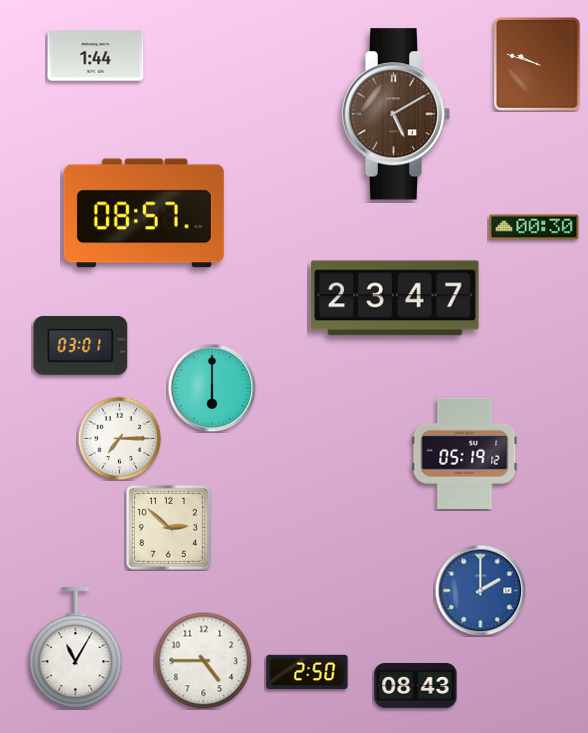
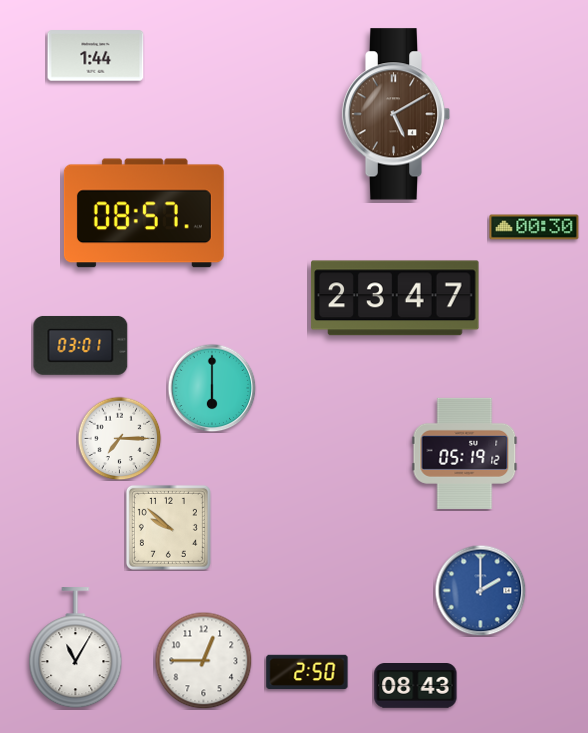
clock at (538, 64): 9:48 -> none
clock at (168, 527): 2:52 -> 9:52
clock at (203, 660): 4:45 -> 12:45
